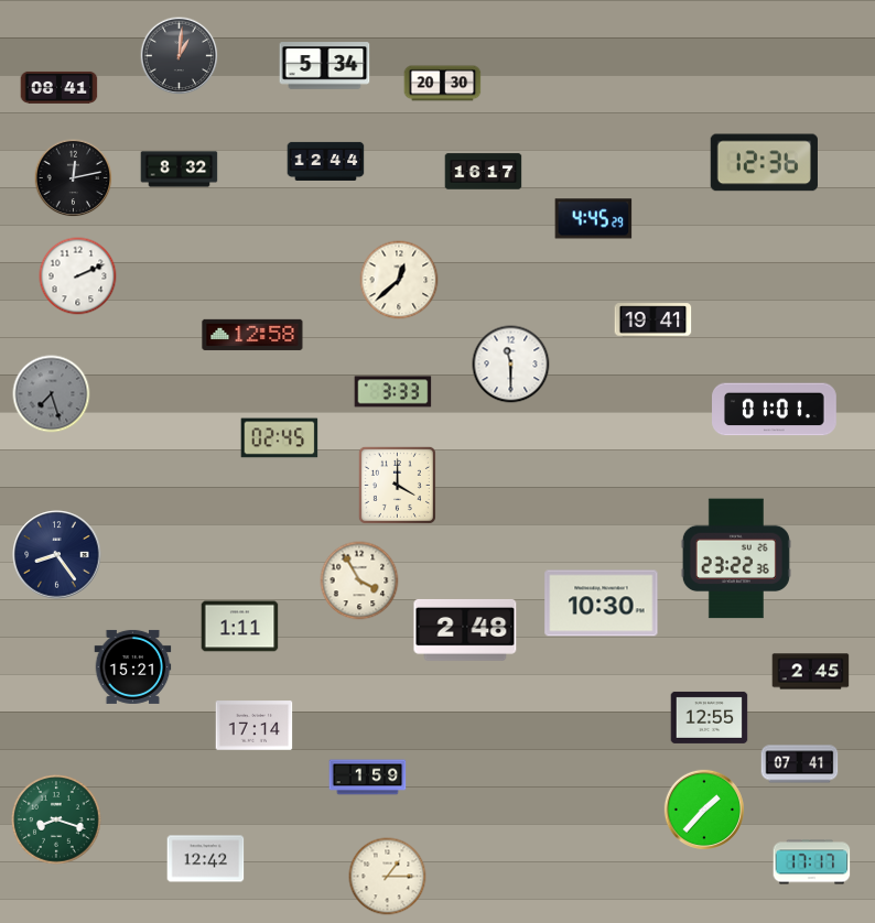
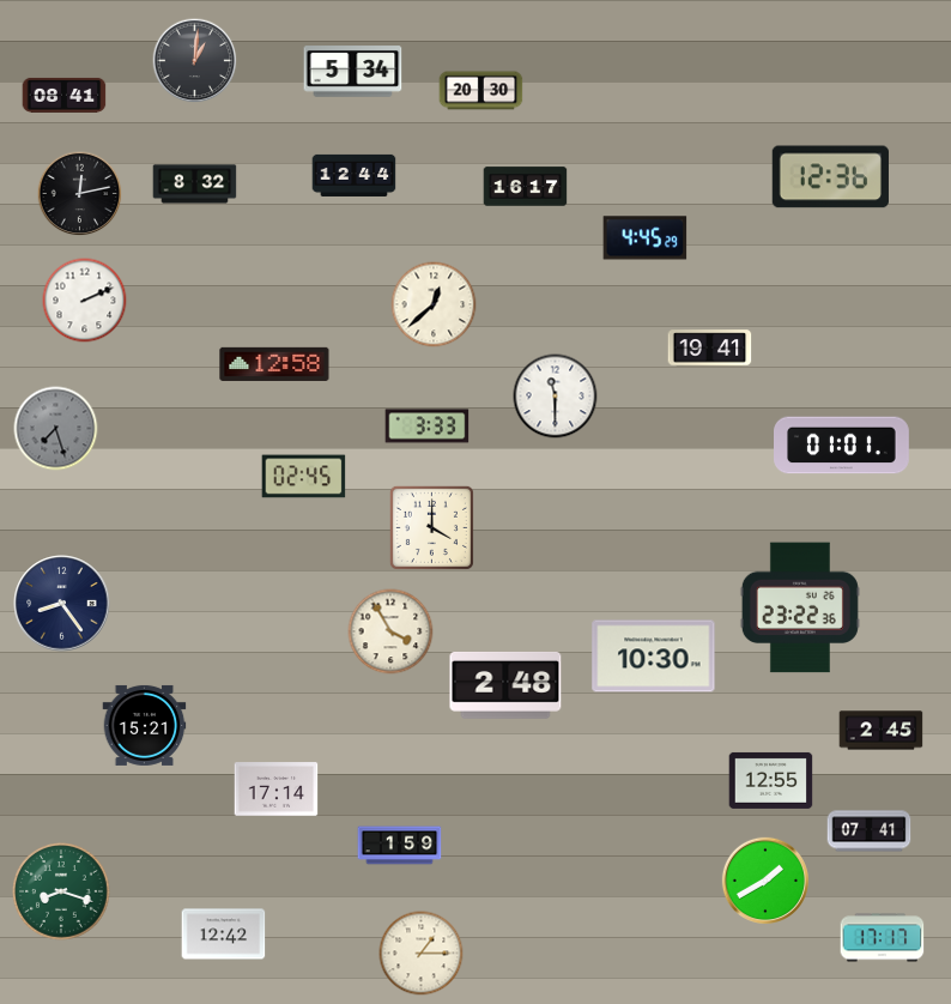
clock at (240, 627): 1:11 -> none
clock at (703, 808): 1:37 -> 1:40
